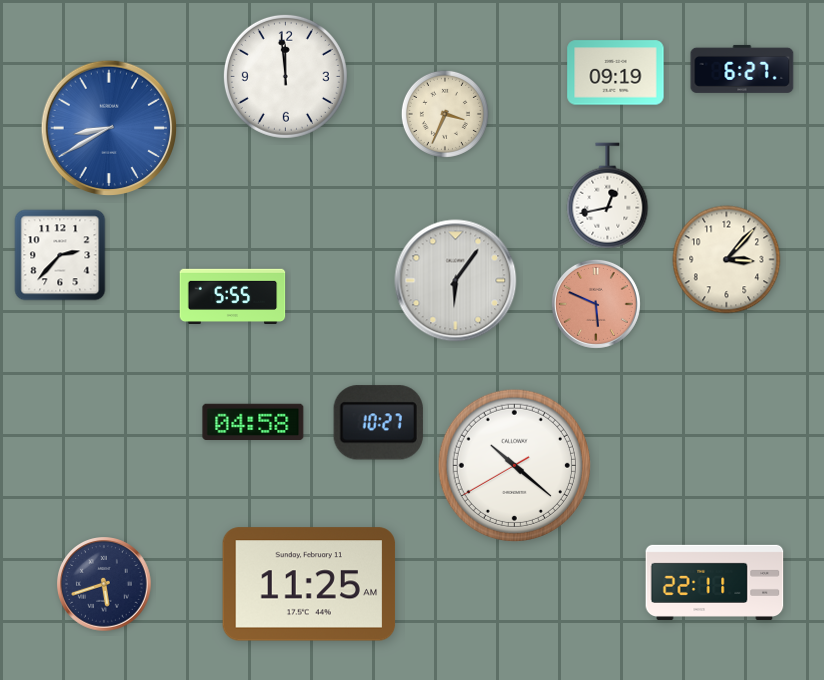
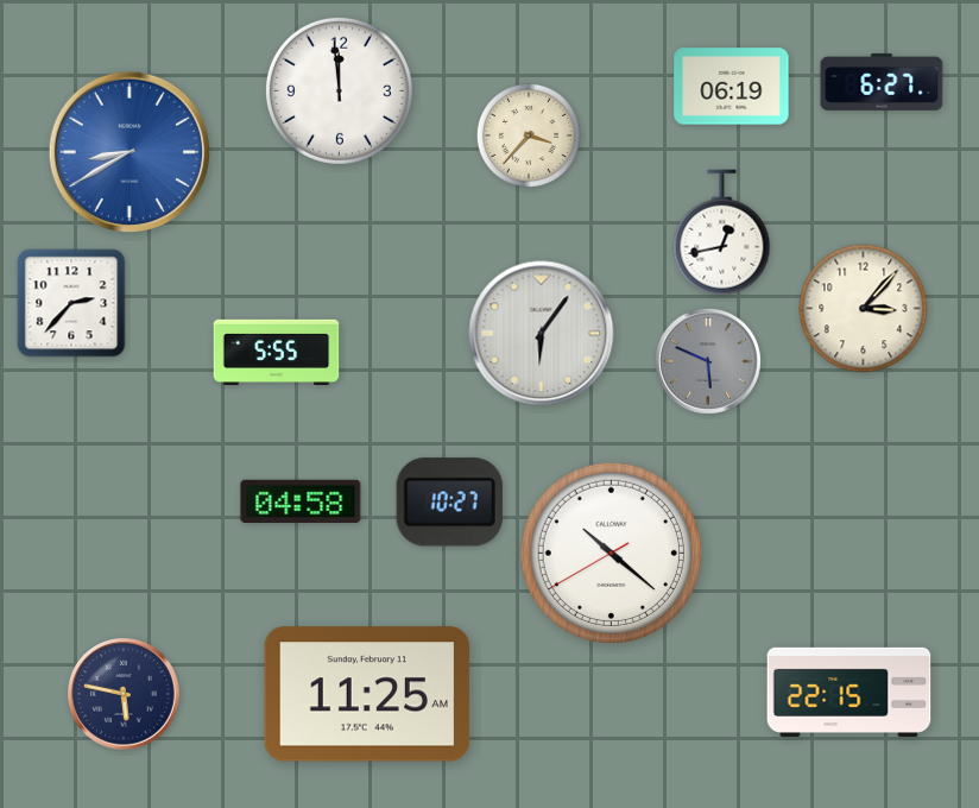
clock at (616, 73): 09:19 -> 06:19
clock at (445, 114): 3:34 -> 3:37
clock at (596, 304) dial: salmon -> grey
clock at (715, 582): 22:11 -> 22:15
clock at (104, 584): 5:42 -> 5:47
